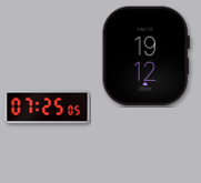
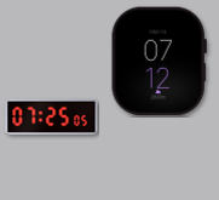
clock at (145, 57): 19:12 -> 07:12
